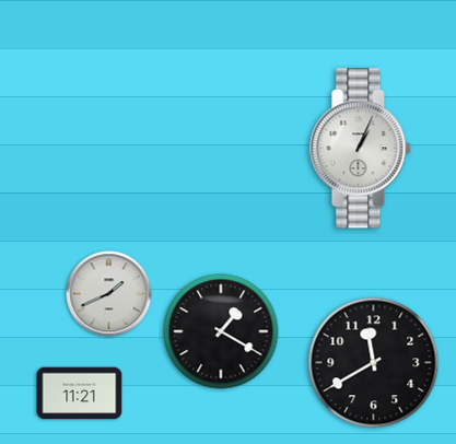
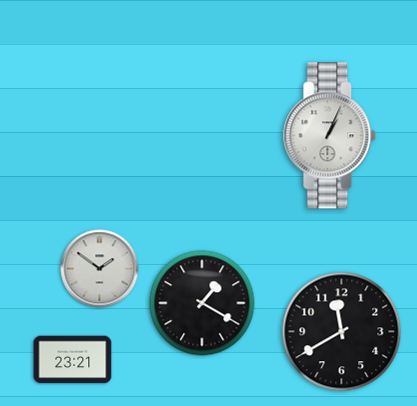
clock at (109, 294): 1:41 -> 1:51
clock at (80, 394): 11:21 -> 23:21
